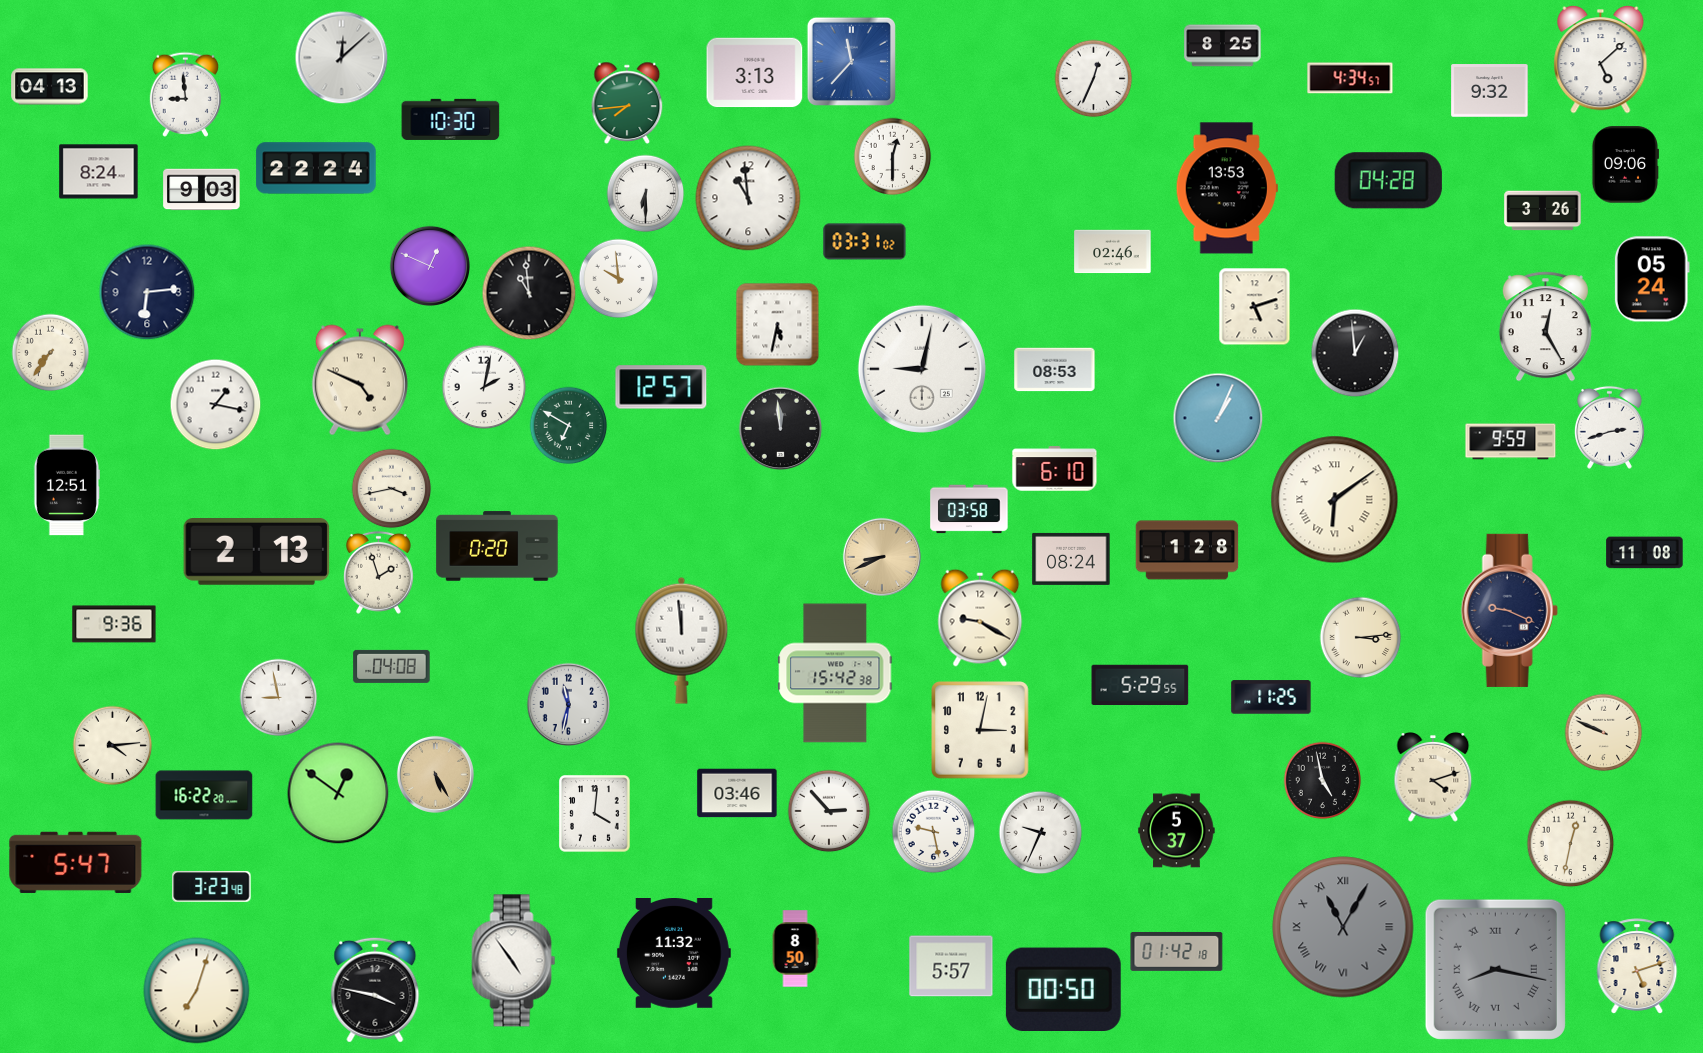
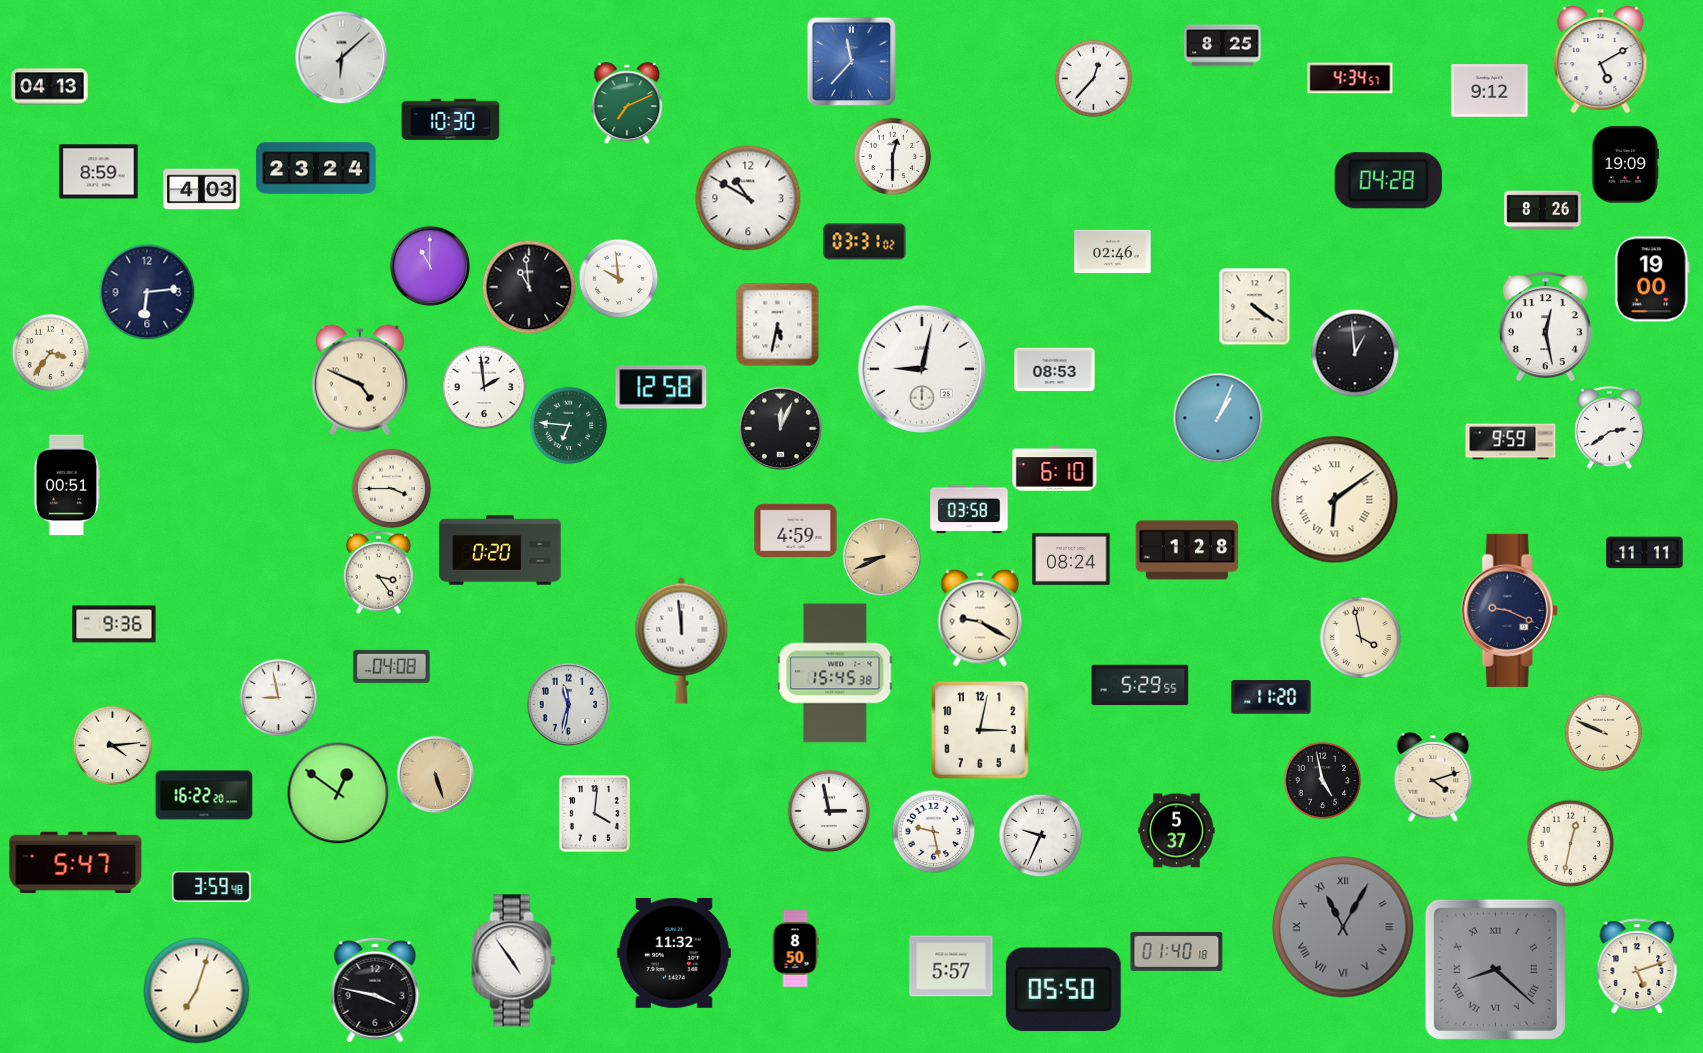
clock at (341, 57): 12:08 -> 6:08
clock at (1601, 60): 5:08 -> 5:10
clock at (755, 73): 3:13 -> none
clock at (1093, 78): 12:34 -> 12:37
clock at (1490, 91): 9:32 -> 9:12
clock at (185, 94): 8:59 -> none
clock at (627, 103): 7:44 -> 7:11
clock at (1625, 165): 09:06 -> 19:09
clock at (316, 168): 22:24 -> 23:24
clock at (99, 172): 8:24 -> 8:59
clock at (1227, 188): 13:53 -> none
clock at (202, 190): 9:03 -> 4:03
clock at (645, 193): 6:30 -> none
clock at (748, 198): 10:59 -> 10:50
clock at (1543, 211): 3:26 -> 8:26
clock at (429, 265): 12:49 -> 11:00
clock at (1652, 279): 05:24 -> 19:00
clock at (529, 293) position: (529, 293) -> (529, 287)
clock at (1255, 306): 5:12 -> 4:21
clock at (1545, 327): 12:25 -> 12:28
clock at (50, 352): 7:36 -> 3:36
clock at (484, 387): 2:02 -> 1:59
clock at (661, 387): 12:57 -> 12:58
clock at (215, 404): 1:17 -> none
clock at (568, 425): 6:50 -> 6:46
clock at (1609, 427): 2:42 -> 2:39
clock at (780, 428): 11:59 -> 12:04
clock at (66, 485): 12:51 -> 00:51
clock at (391, 488): 3:43 -> 3:45
clock at (796, 531): none -> 4:59
clock at (497, 546) position: (497, 546) -> (500, 550)
clock at (257, 552): 2:13 -> none
clock at (1645, 553): 11:08 -> 11:11
clock at (378, 572): 1:57 -> 3:24
clock at (1360, 637): 3:14 -> 3:58
clock at (835, 673): 15:42 -> 15:45
clock at (1271, 697): 11:25 -> 11:20
clock at (435, 774): 5:25 -> 5:27
clock at (737, 793): 03:46 -> none
clock at (829, 811): 2:53 -> 2:58
clock at (1040, 832) position: (1040, 832) -> (1040, 835)
clock at (212, 887): 3:23 -> 3:59
clock at (1177, 951): 01:42 -> 01:40
clock at (1495, 969): 8:17 -> 8:22
clock at (1063, 989): 00:50 -> 05:50
